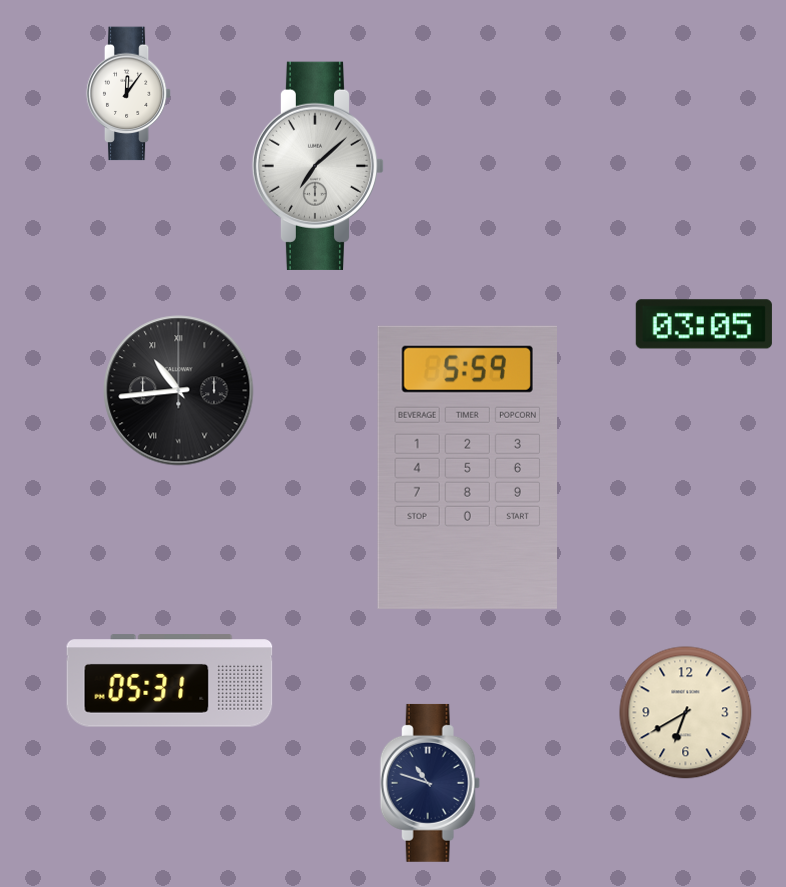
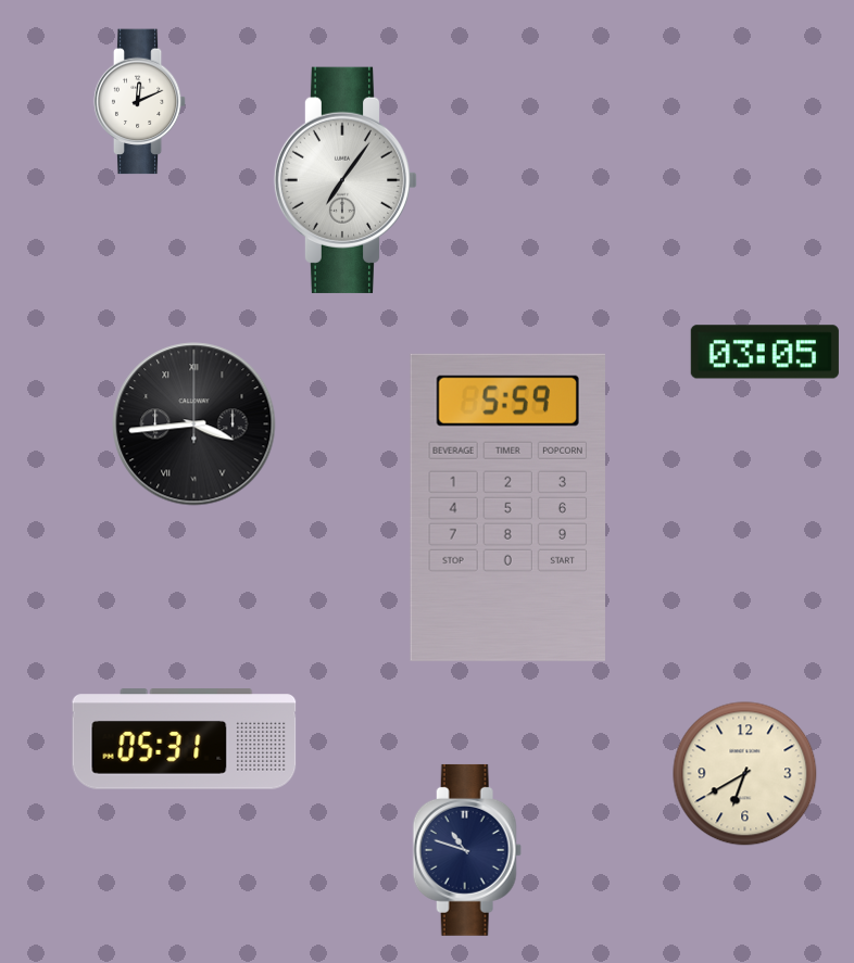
clock at (129, 94): 12:06 -> 12:11
clock at (318, 166): 7:08 -> 7:06
clock at (179, 391): 10:44 -> 3:44
